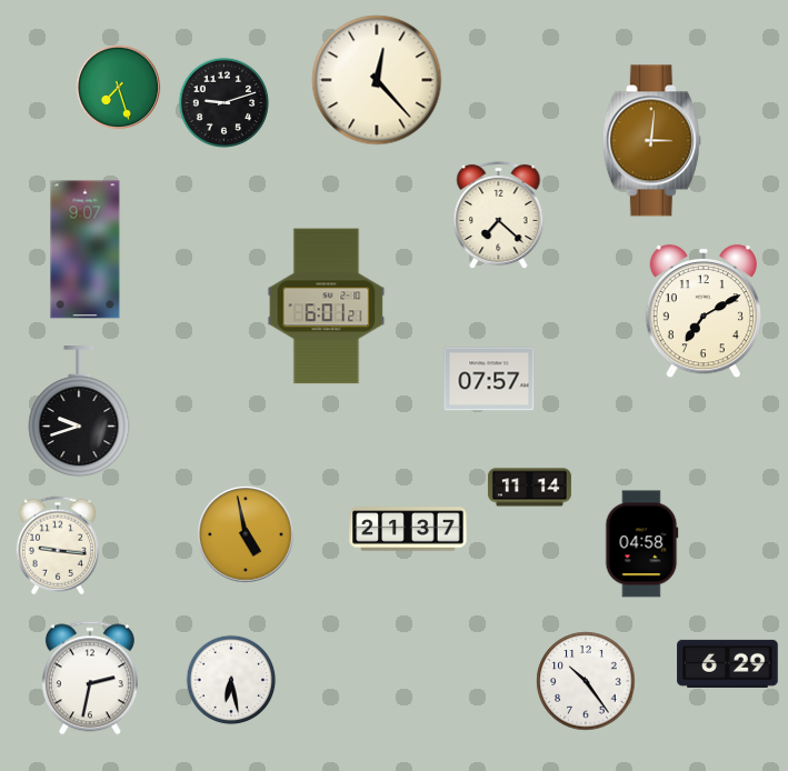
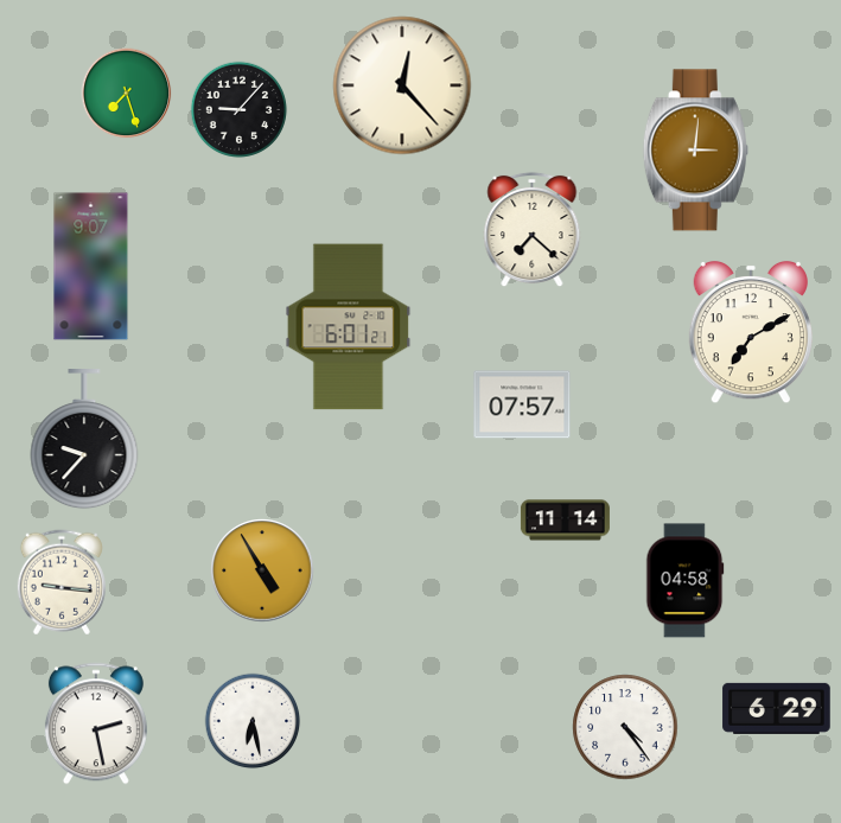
clock at (225, 103): 9:12 -> 9:07
clock at (79, 412): 9:42 -> 9:37
clock at (408, 529): 21:37 -> none
clock at (246, 534): 4:58 -> 4:55
clock at (90, 678): 2:32 -> 2:28
clock at (231, 680) position: (231, 680) -> (253, 721)
clock at (586, 681): 10:24 -> 4:24
